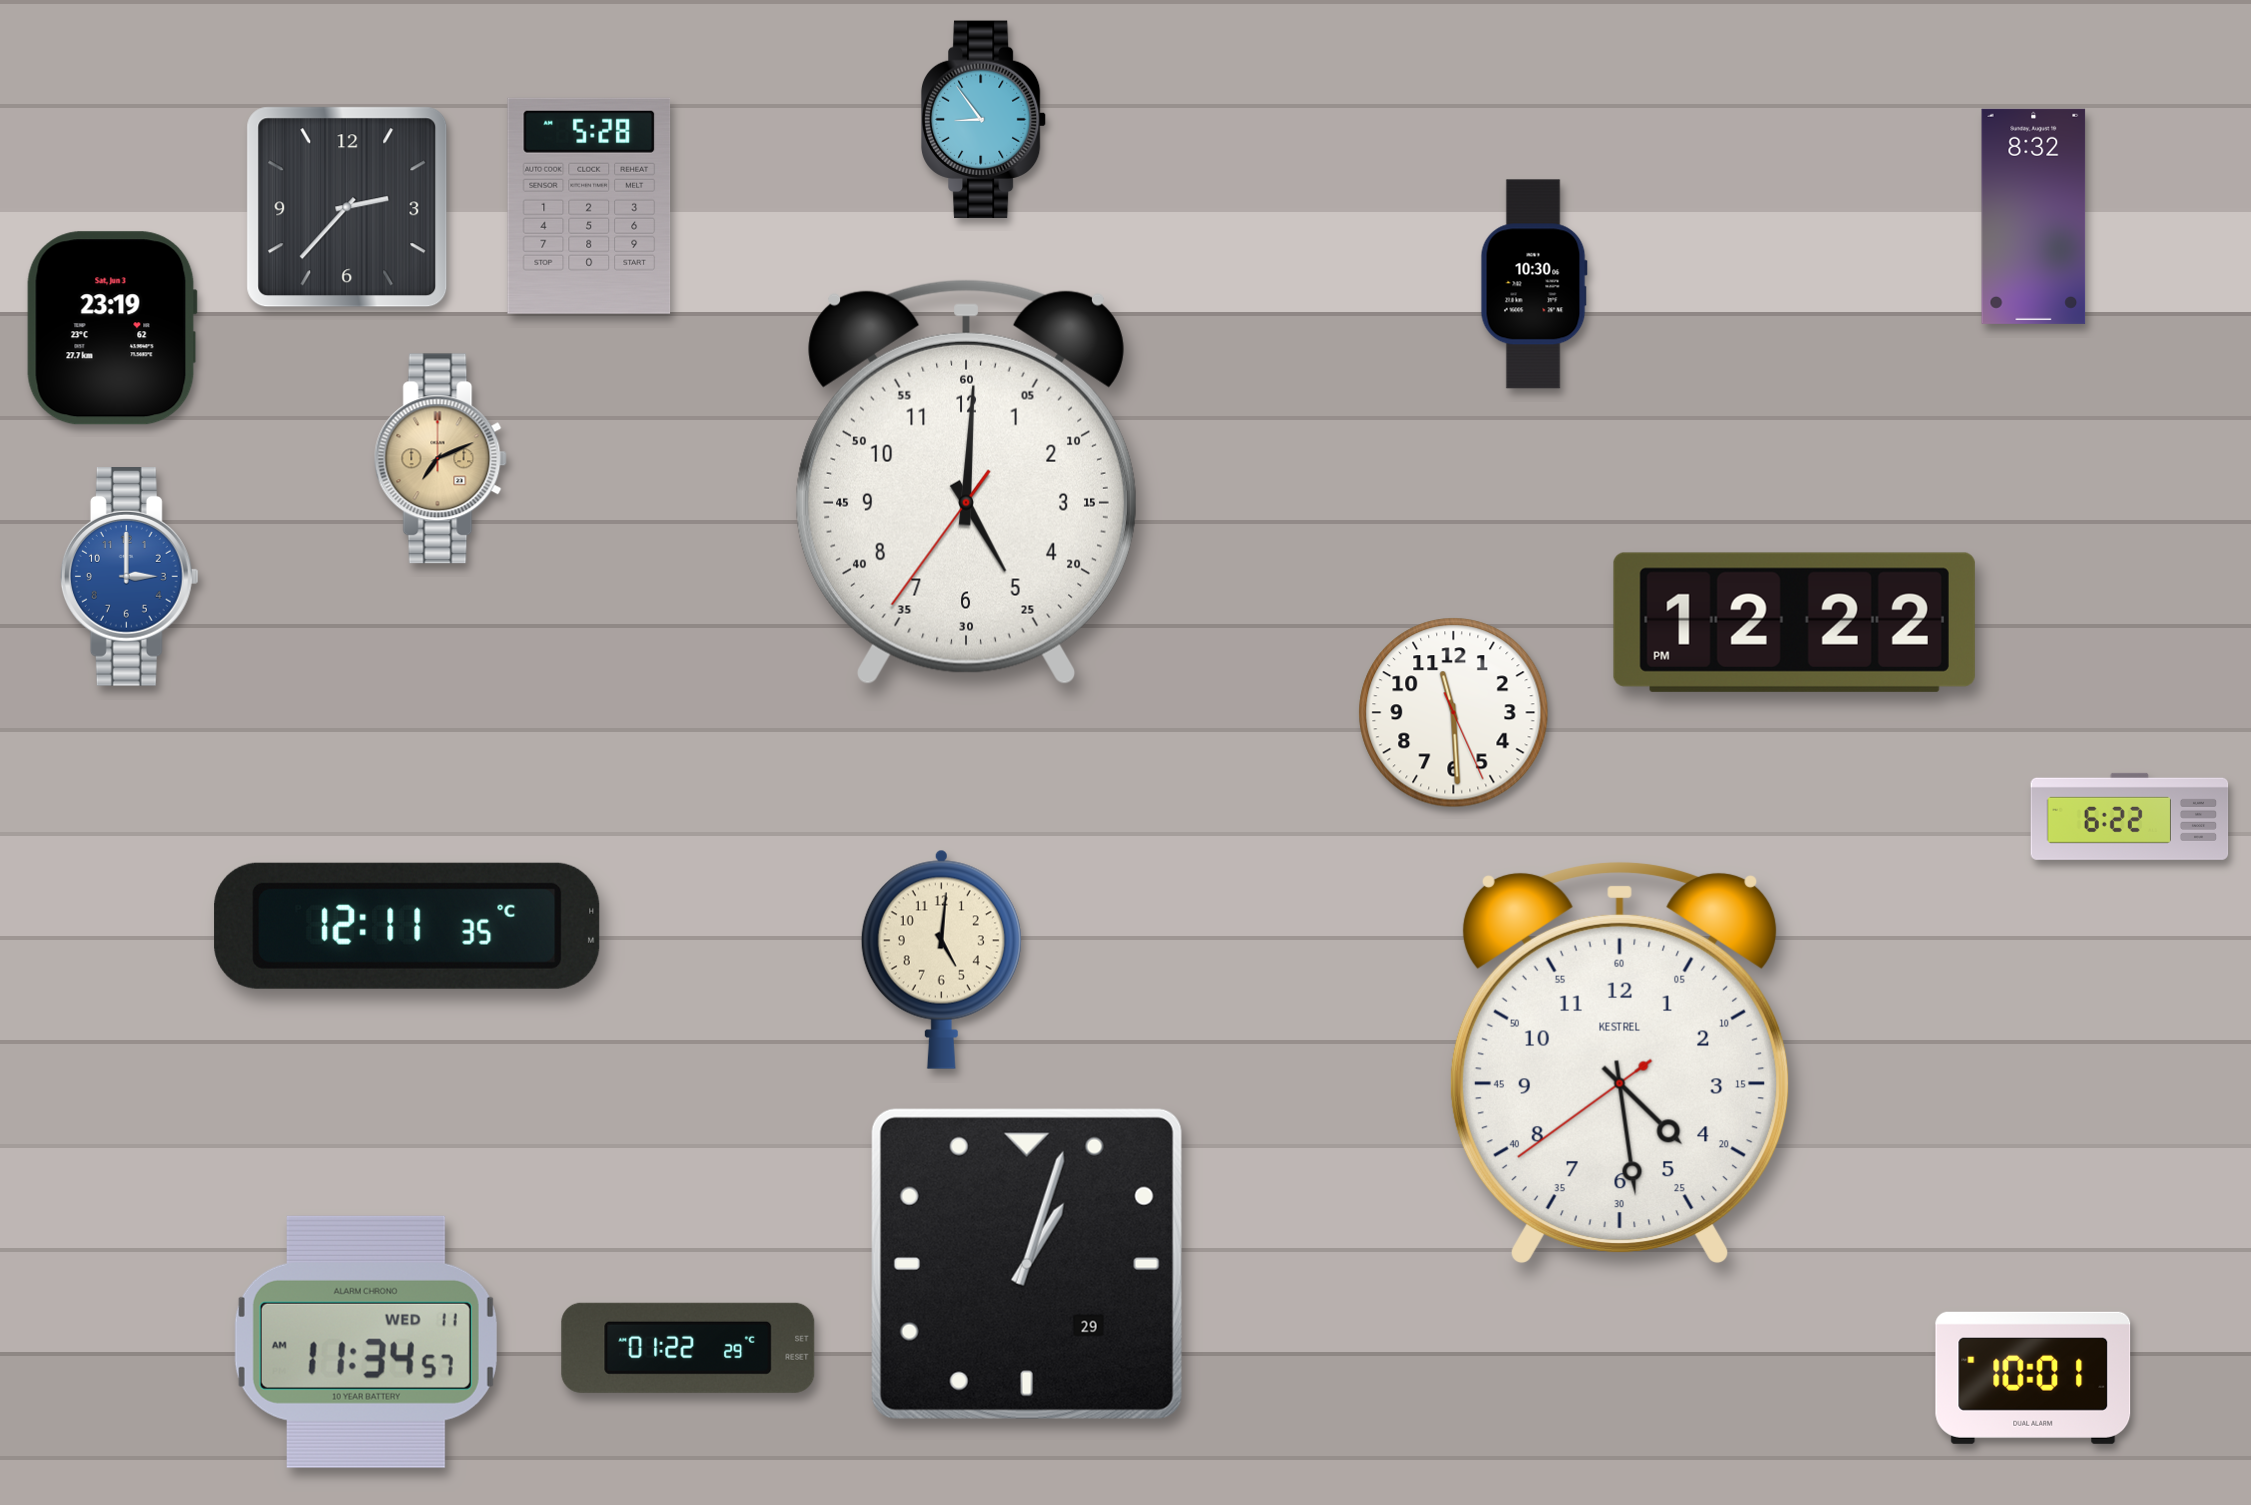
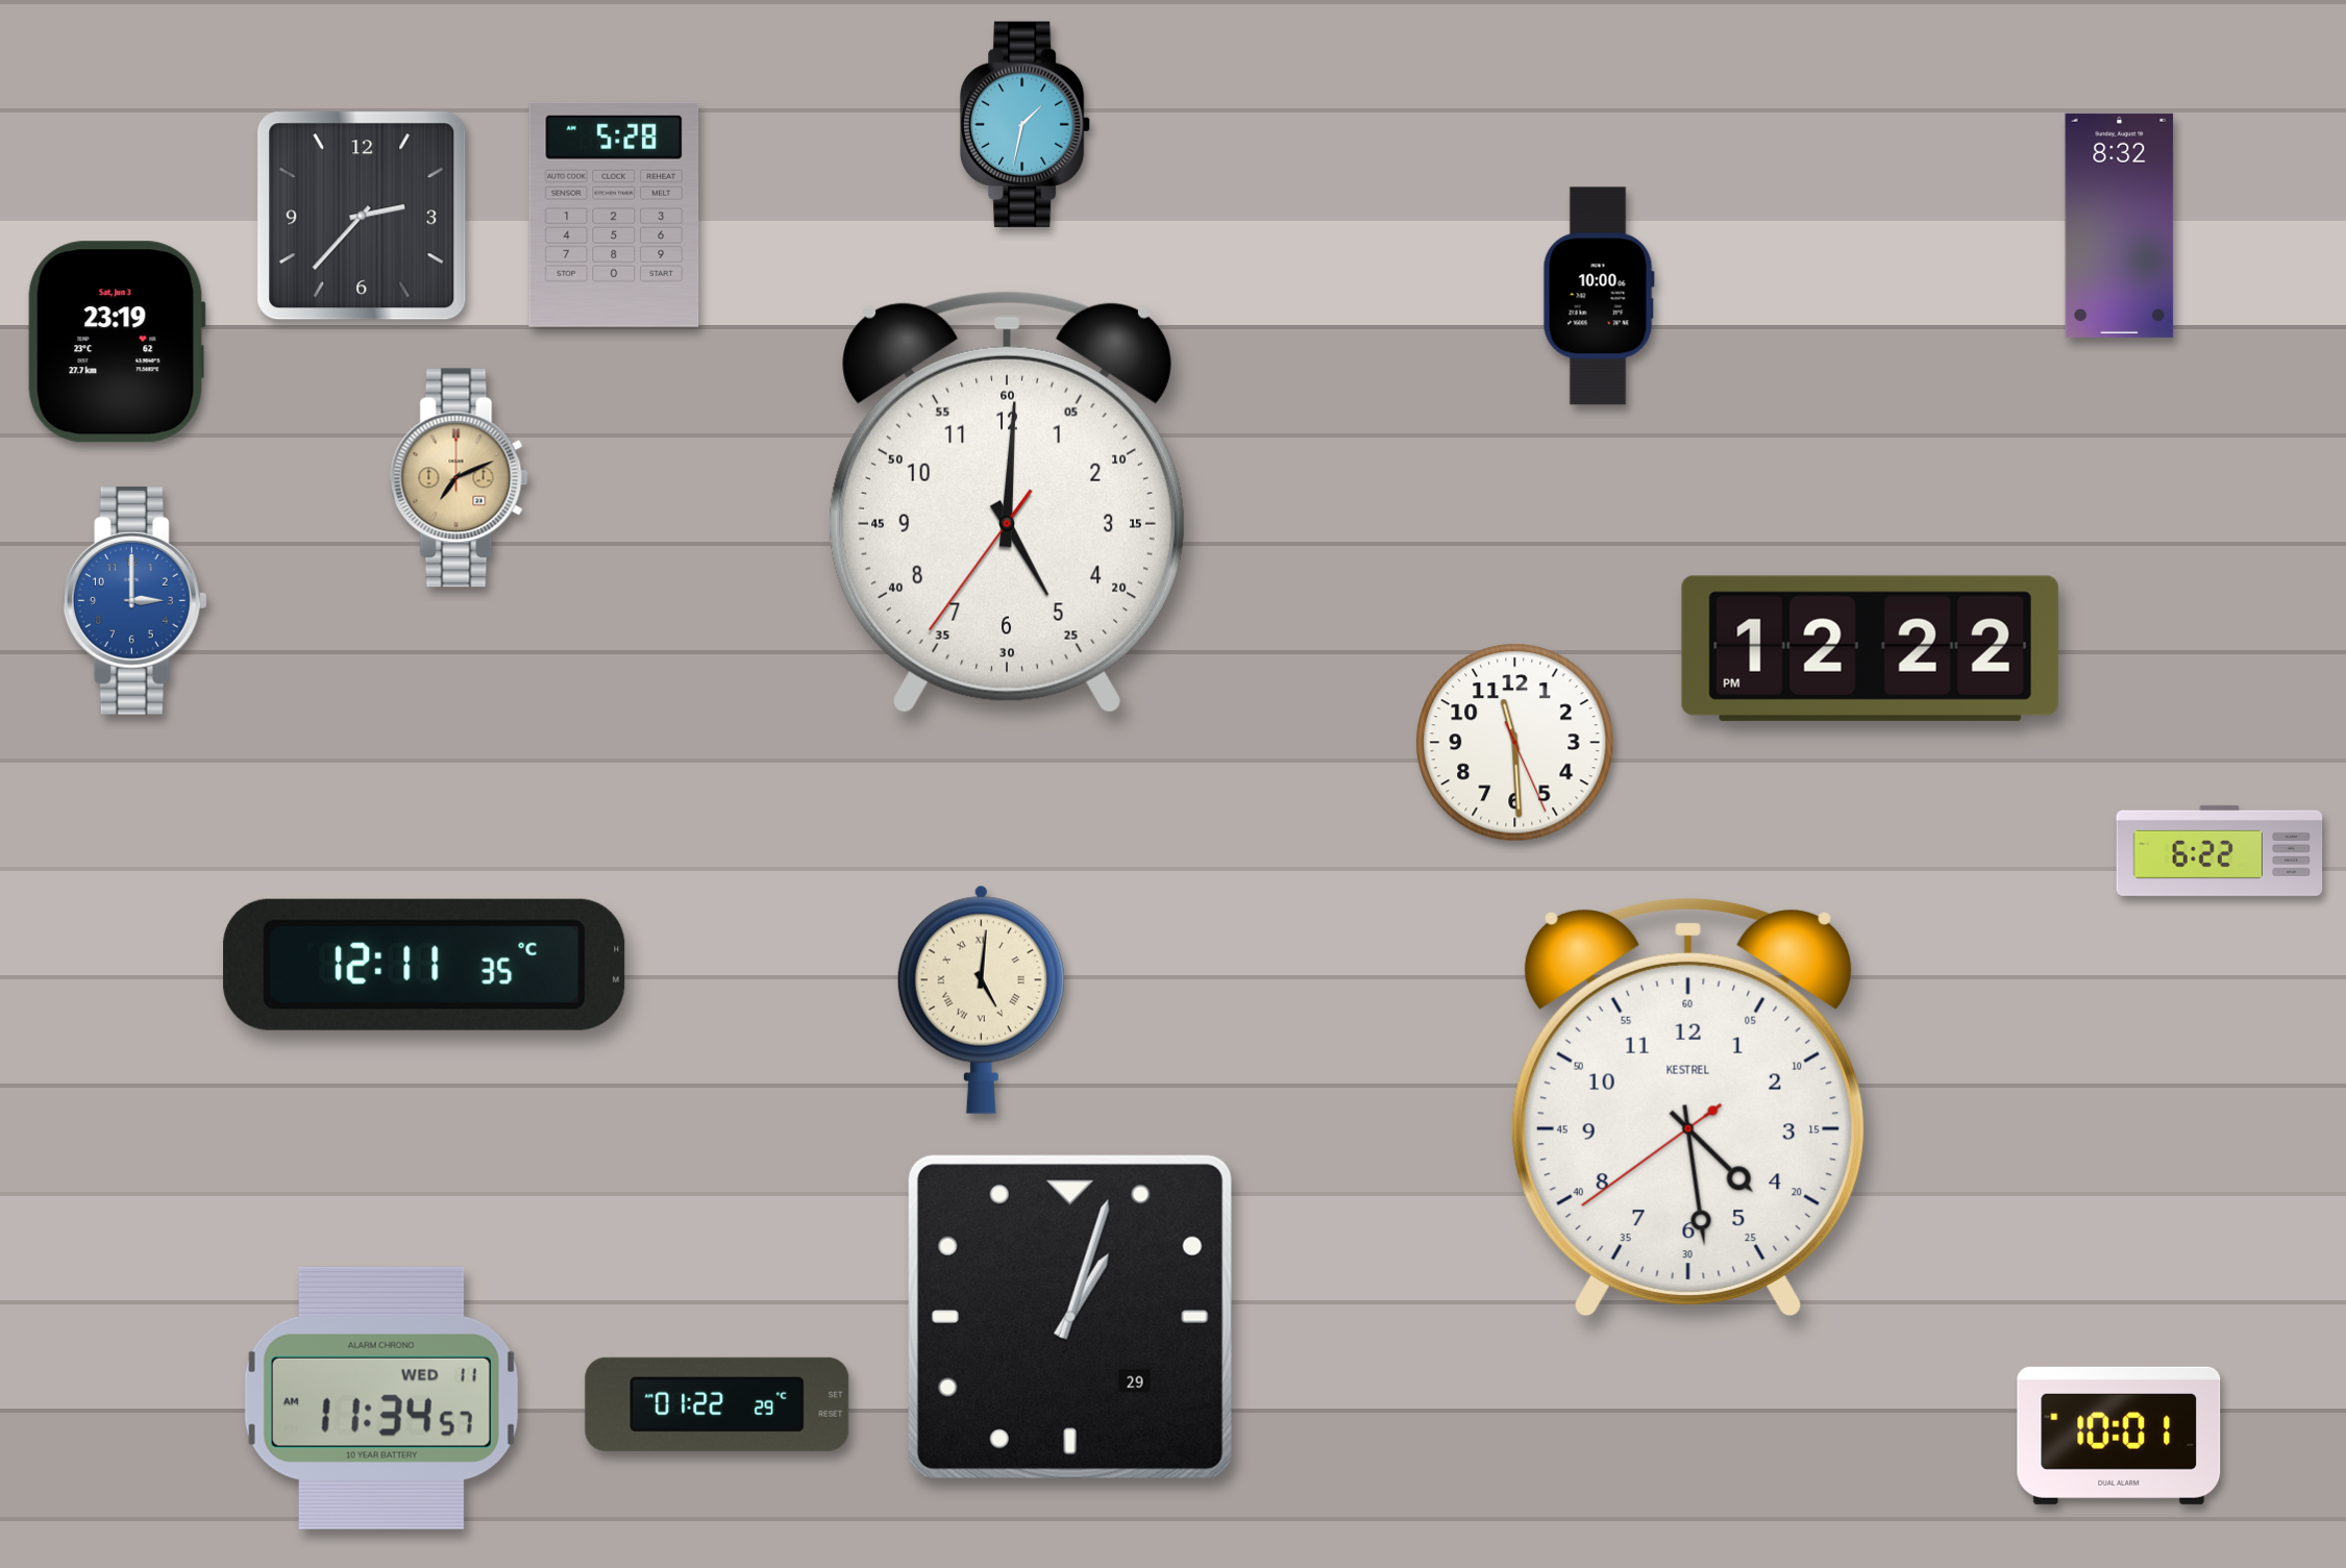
clock at (984, 120): 8:54 -> 1:32
clock at (1534, 284): 10:30 -> 10:00
clock at (941, 959) numerals: Arabic -> Roman
